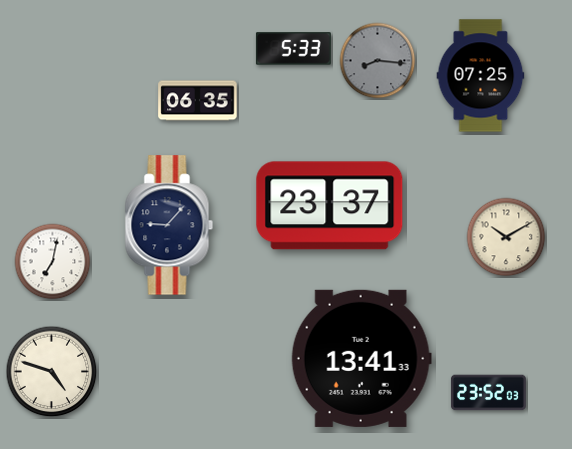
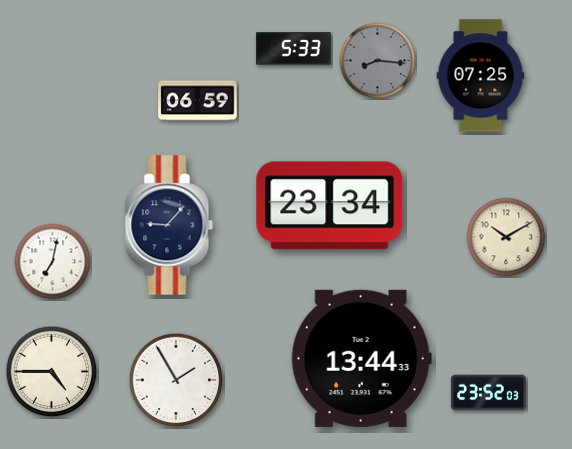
clock at (198, 101): 06:35 -> 06:59
clock at (330, 206): 23:37 -> 23:34
clock at (361, 358): 13:41 -> 13:44
clock at (52, 372): 4:48 -> 4:45
clock at (176, 380): none -> 1:55
